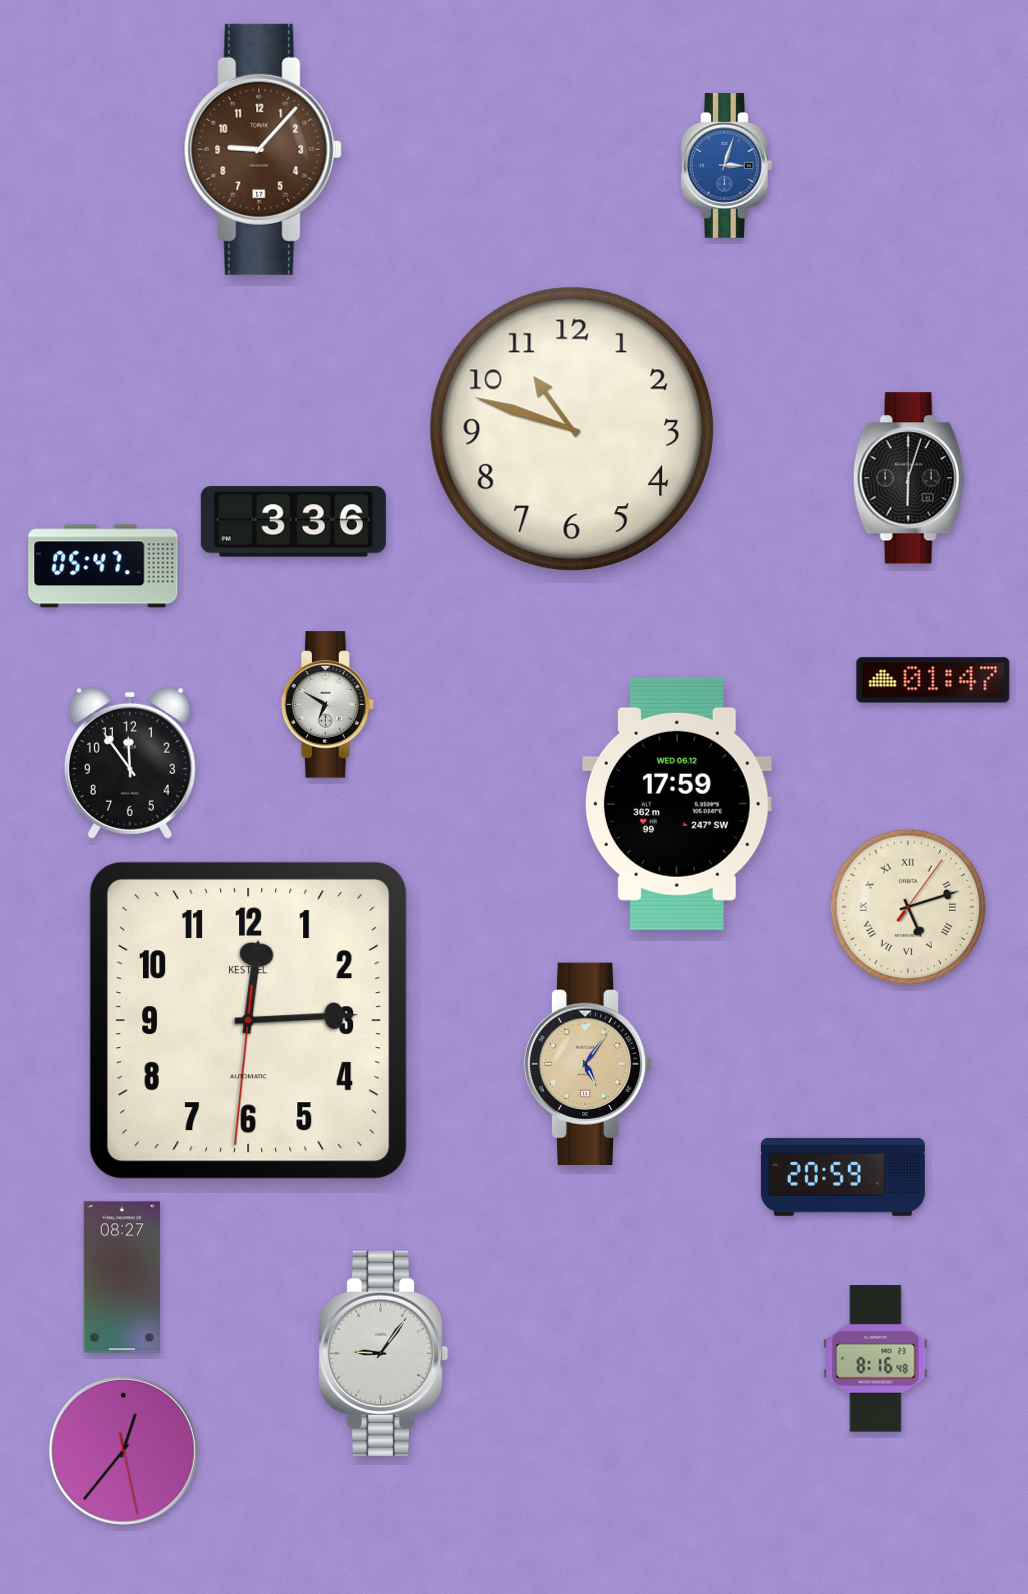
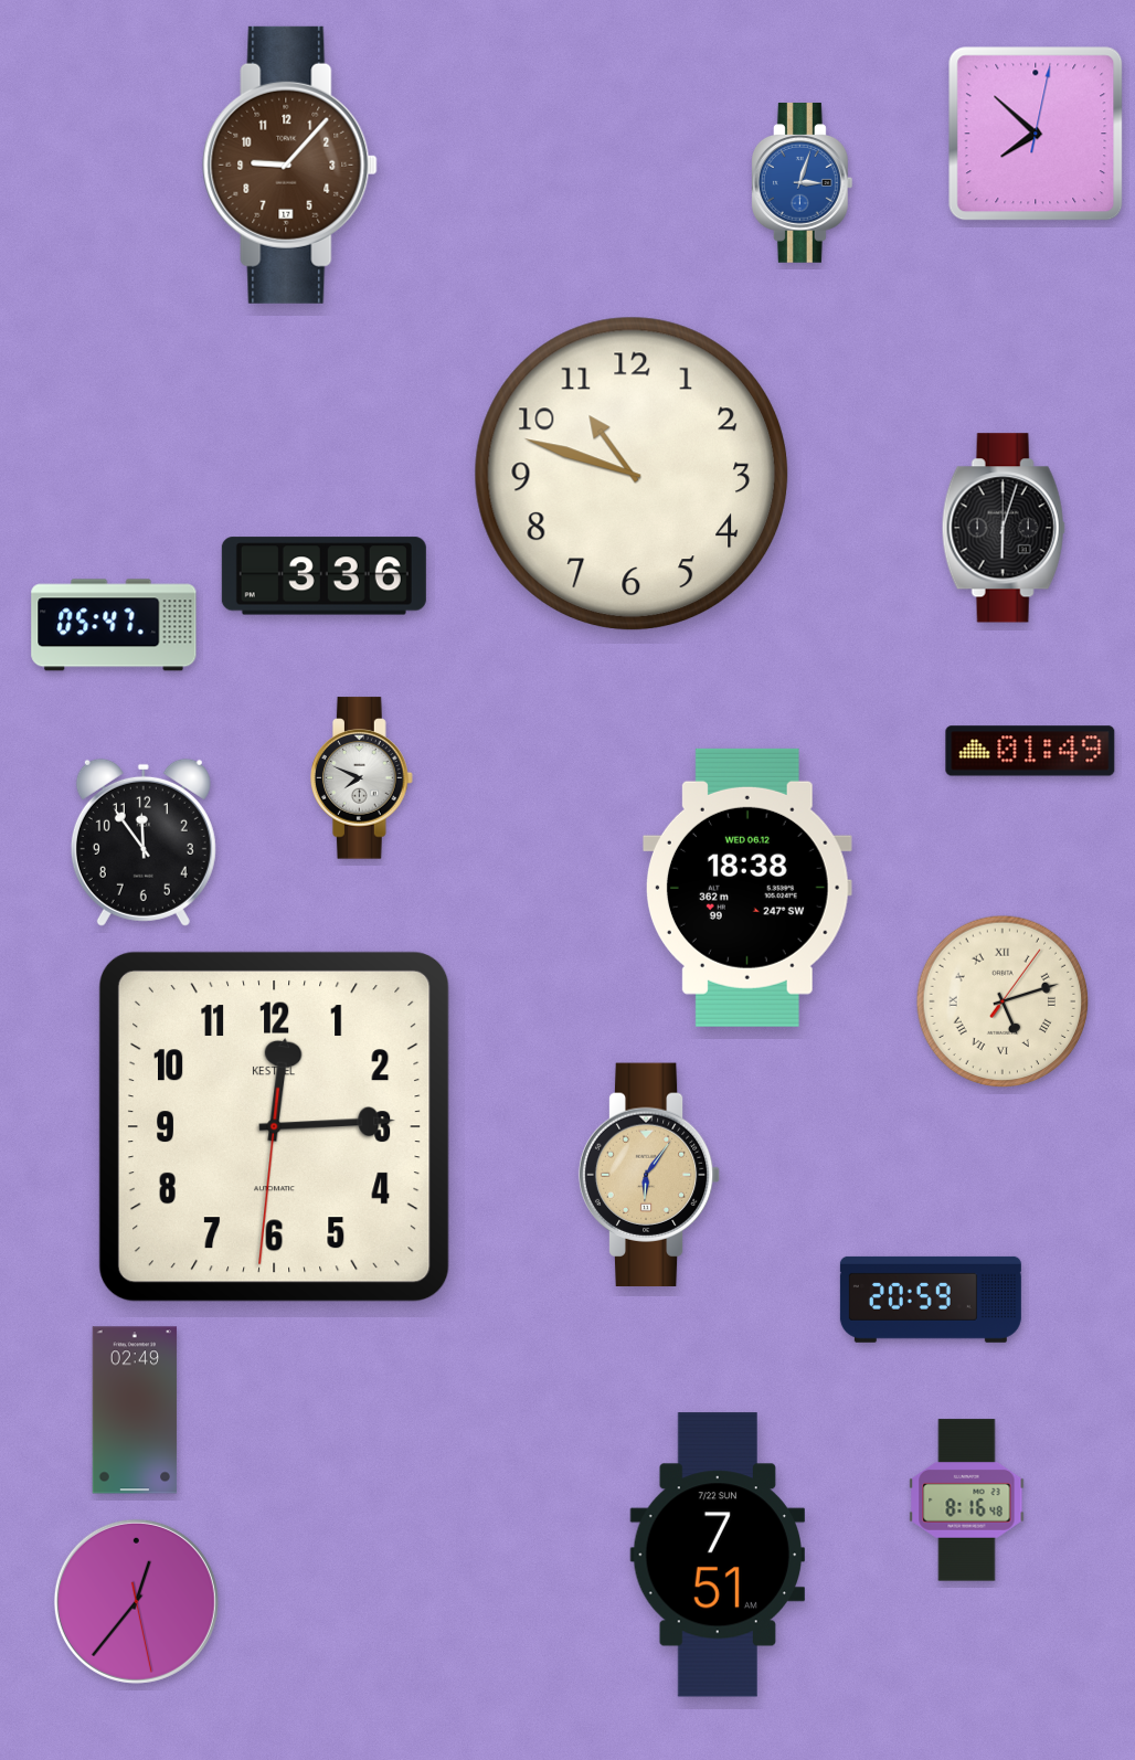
clock at (1036, 134): none -> 7:52
clock at (933, 680): 01:47 -> 01:49
clock at (328, 705): 6:50 -> 7:49
clock at (677, 804): 17:59 -> 18:38
clock at (588, 1063): 5:06 -> 6:06
clock at (122, 1277): 08:27 -> 02:49
clock at (383, 1353): 9:06 -> none
clock at (717, 1555): none -> 7:51
